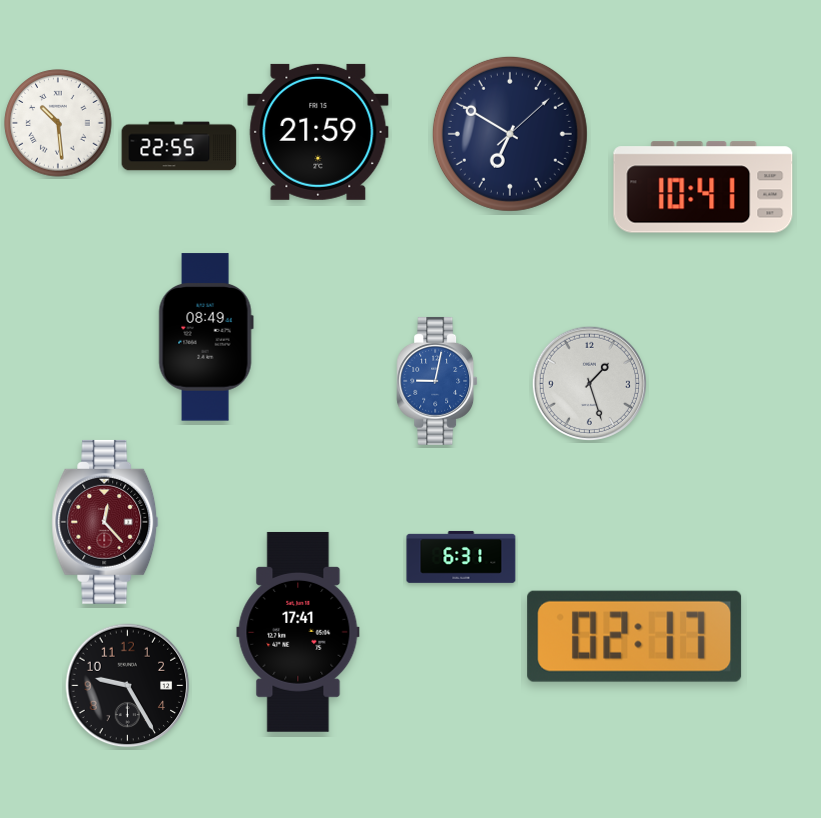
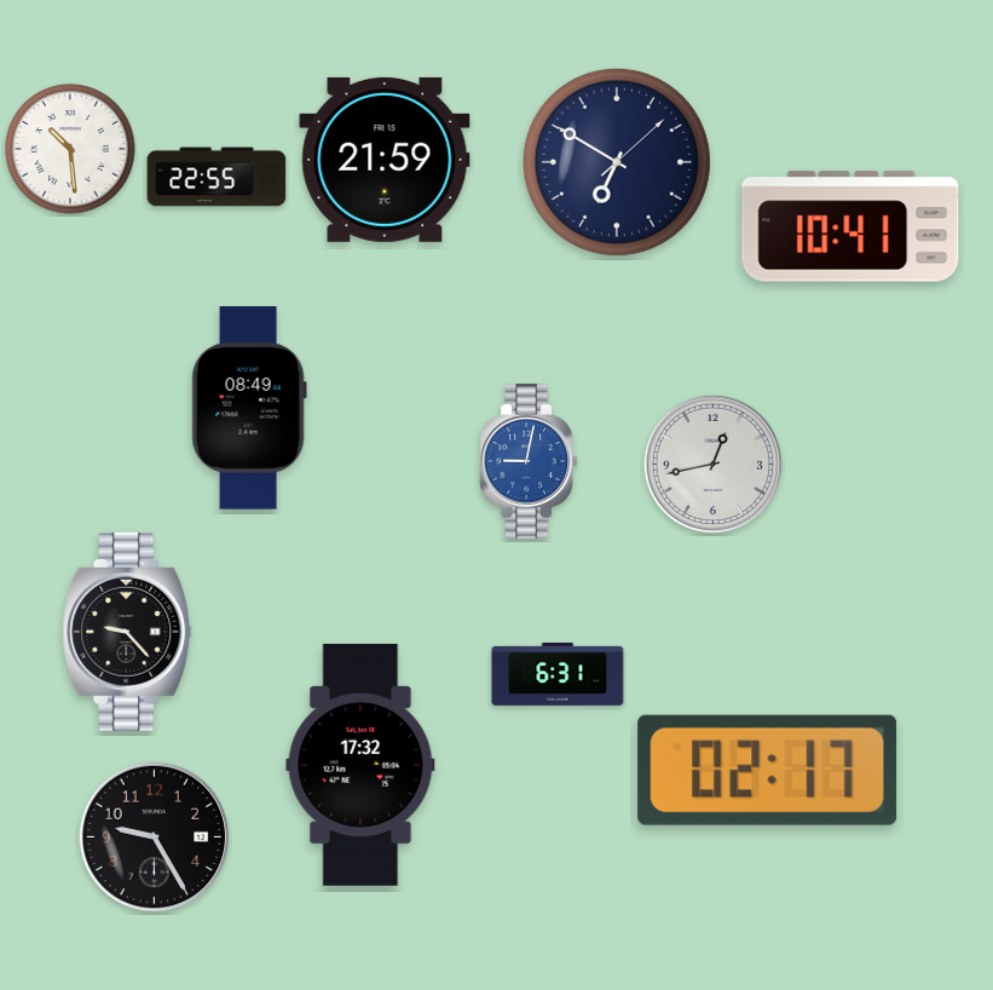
clock at (589, 383): 1:27 -> 12:43
clock at (105, 522): 12:23 -> 9:23
clock at (105, 522) dial: burgundy -> black
clock at (298, 632): 17:41 -> 17:32
clock at (128, 686) position: (128, 686) -> (155, 838)
